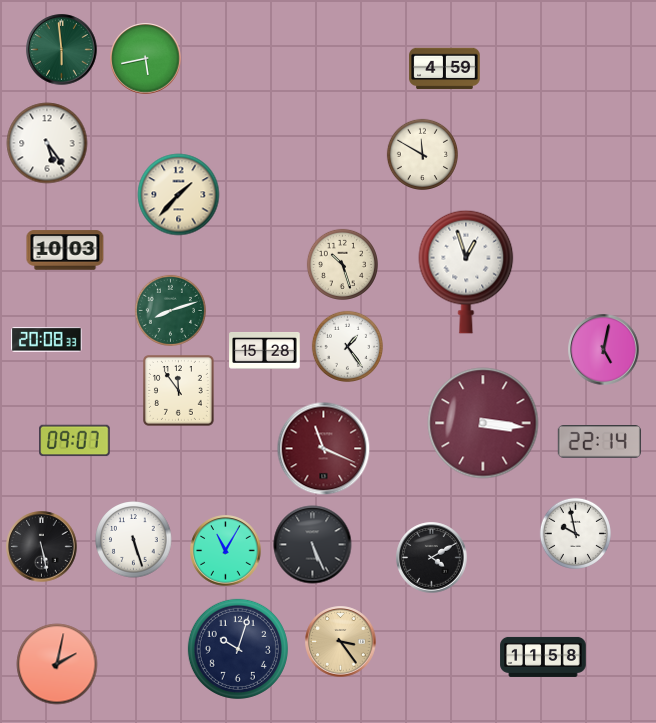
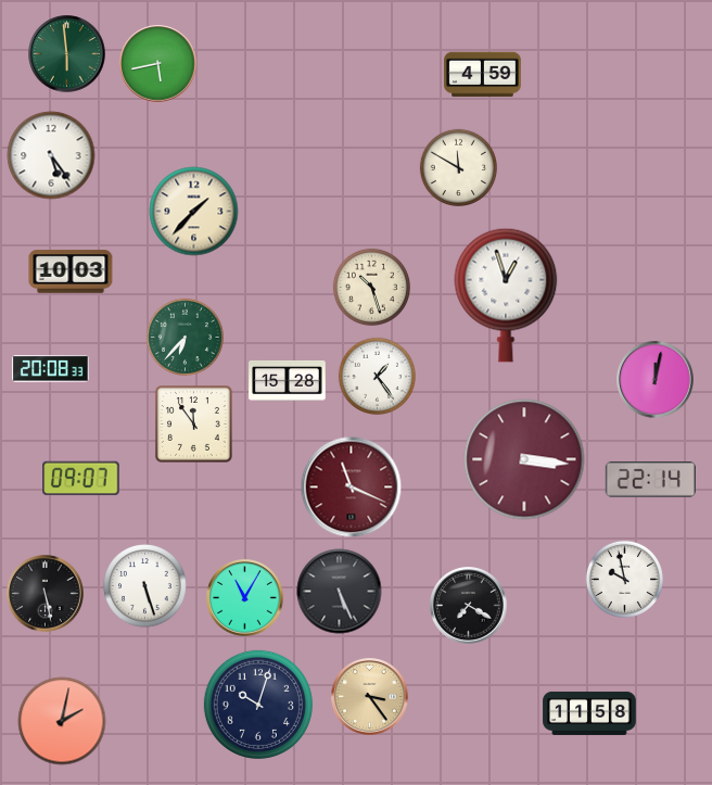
clock at (170, 310): 8:12 -> 6:37
clock at (604, 350): 5:02 -> 12:02
clock at (432, 558): 4:10 -> 7:20
